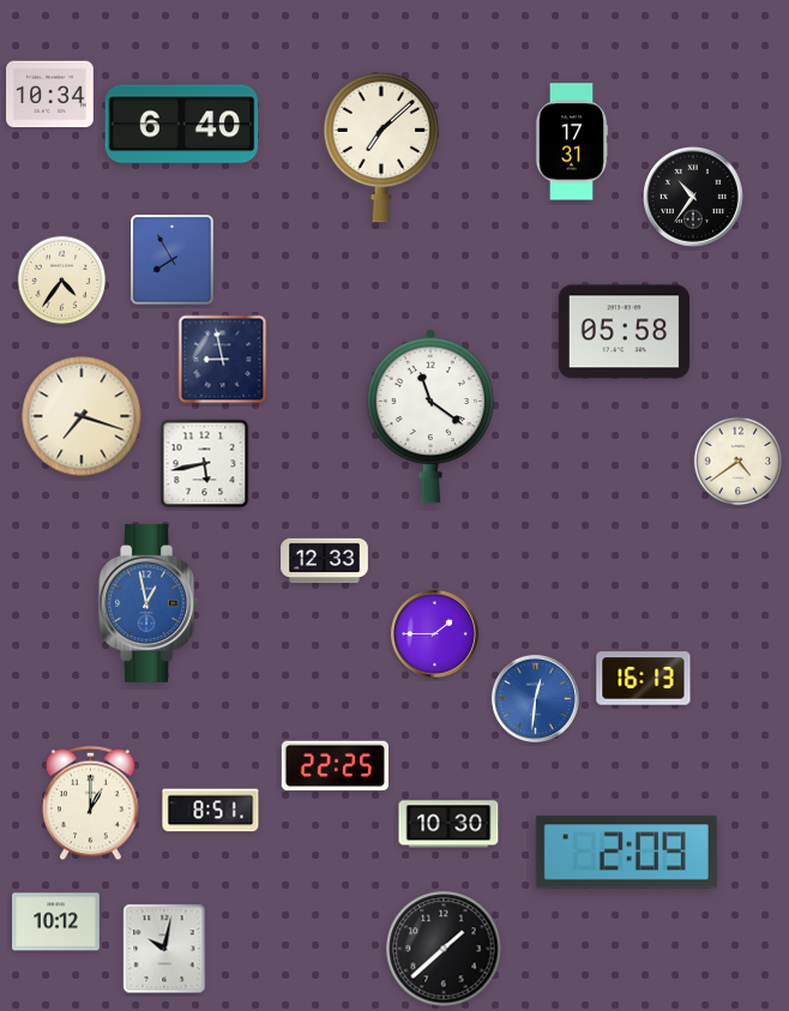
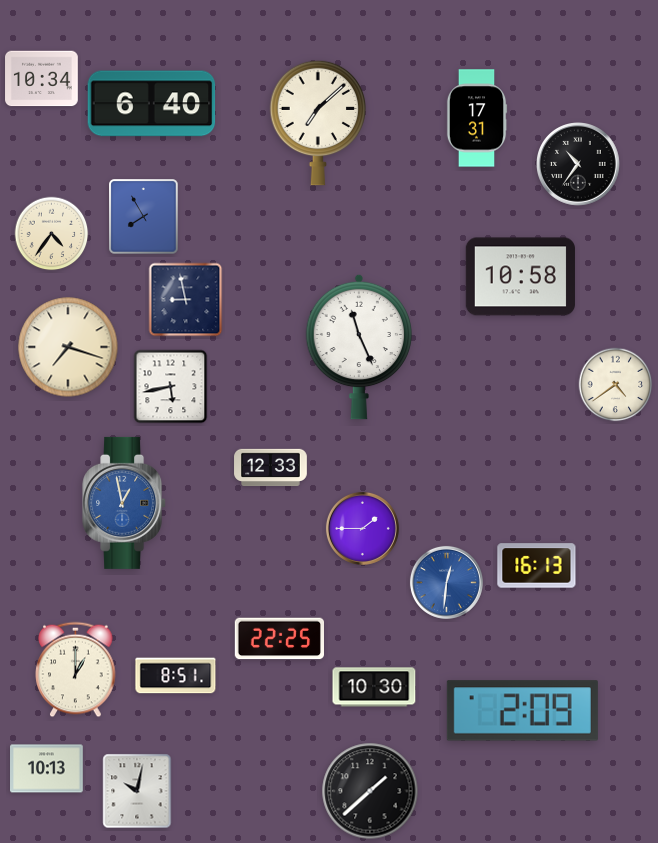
clock at (624, 332): 05:58 -> 10:58
clock at (429, 416): 11:21 -> 11:26
clock at (56, 922): 10:12 -> 10:13
